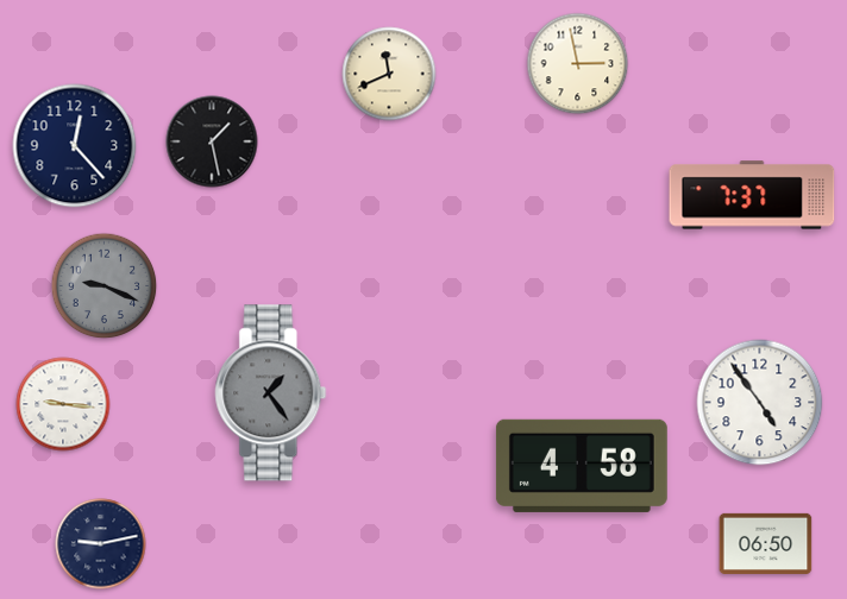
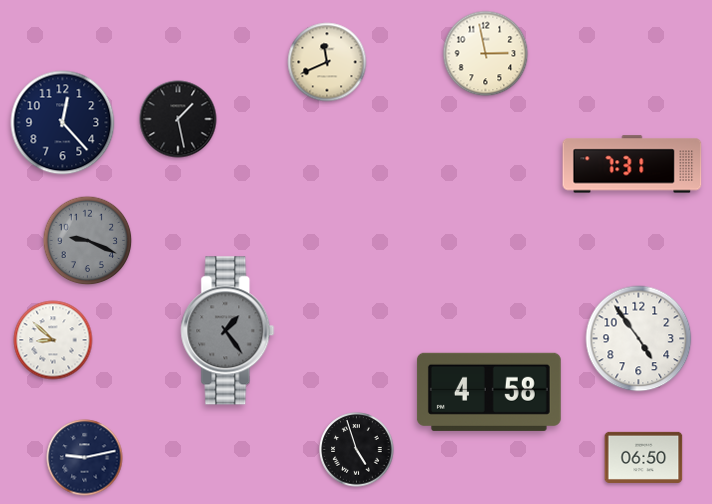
clock at (752, 195): 7:37 -> 7:31
clock at (63, 404): 9:16 -> 8:52
clock at (357, 450): none -> 4:57
